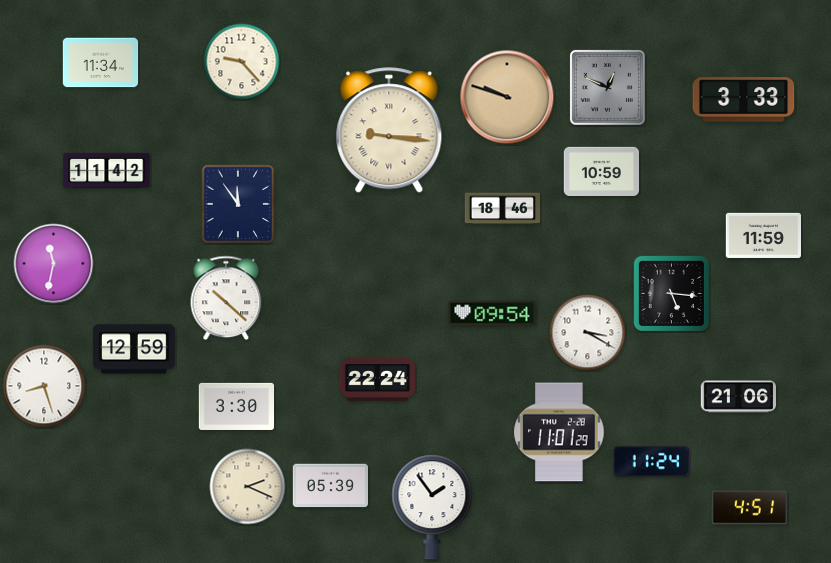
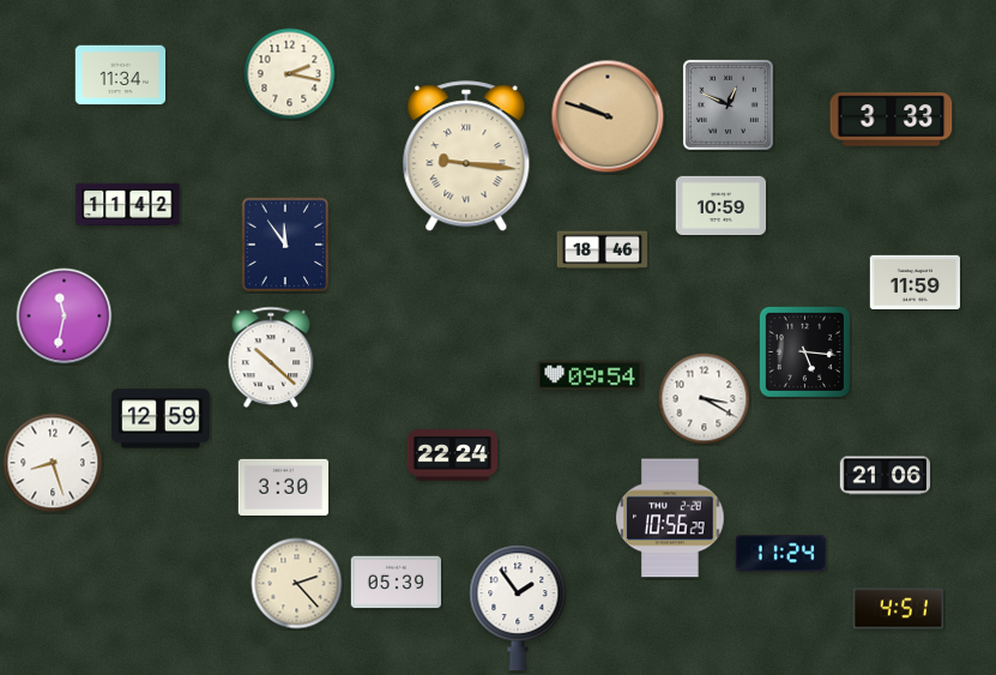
clock at (242, 62): 9:23 -> 2:17
clock at (559, 432): 11:01 -> 10:56
clock at (248, 487): 2:19 -> 2:23
